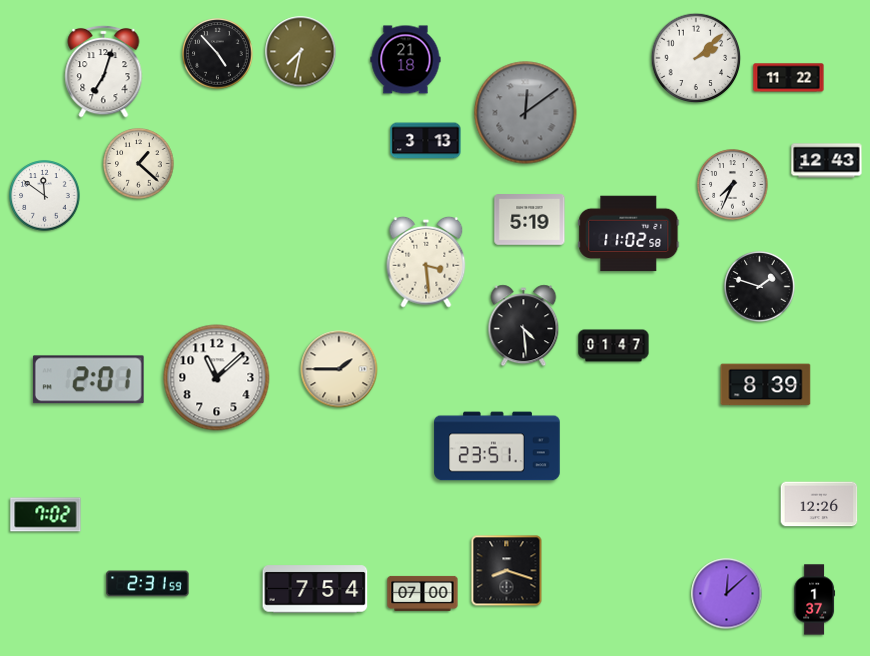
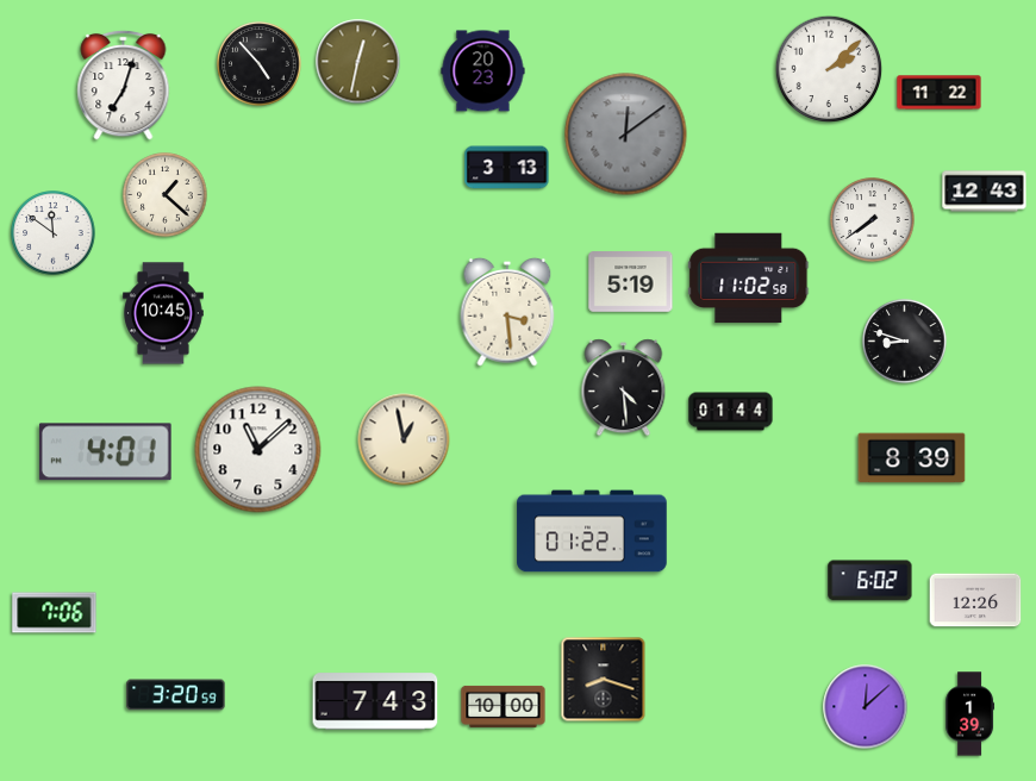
clock at (301, 52): 7:32 -> 12:32
clock at (406, 60): 21:18 -> 20:23
clock at (733, 185): 7:34 -> 7:39
clock at (530, 220) position: (530, 220) -> (631, 282)
clock at (163, 313): none -> 10:45
clock at (760, 287): 1:48 -> 8:48
clock at (614, 346): 01:47 -> 01:44
clock at (339, 369): 1:45 -> 12:58
clock at (88, 380): 2:01 -> 4:01
clock at (497, 446): 23:51 -> 01:22
clock at (870, 581): none -> 6:02
clock at (46, 515): 7:02 -> 7:06
clock at (148, 584): 2:31 -> 3:20
clock at (315, 589): 7:54 -> 7:43
clock at (423, 593): 07:00 -> 10:00
clock at (814, 600): 1:37 -> 1:39
